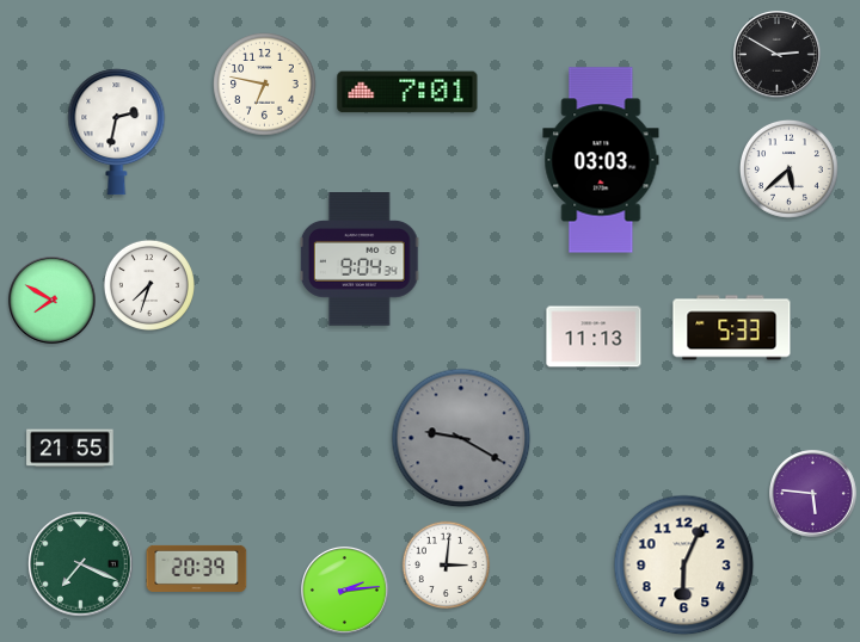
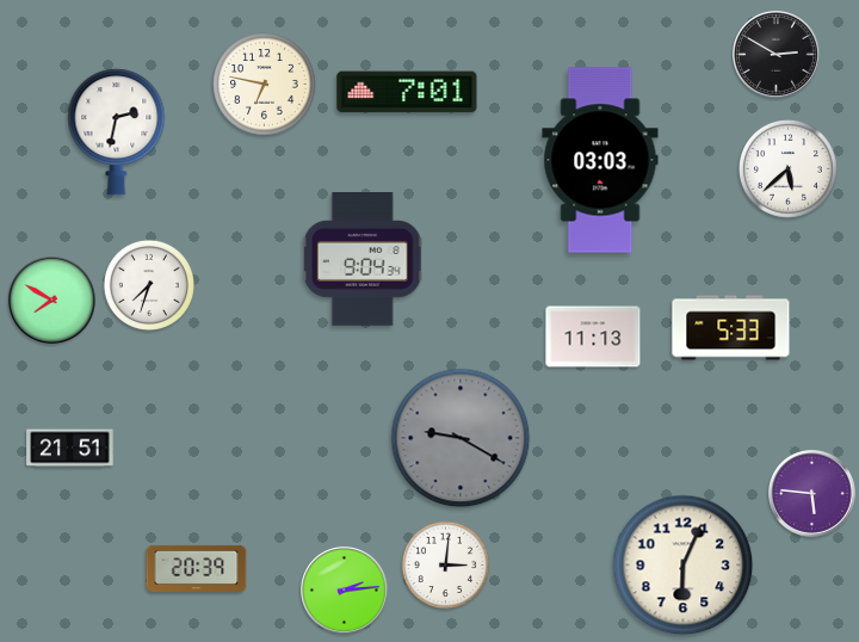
clock at (360, 260) position: (360, 260) -> (363, 260)
clock at (70, 449): 21:55 -> 21:51
clock at (81, 564): 7:19 -> none
